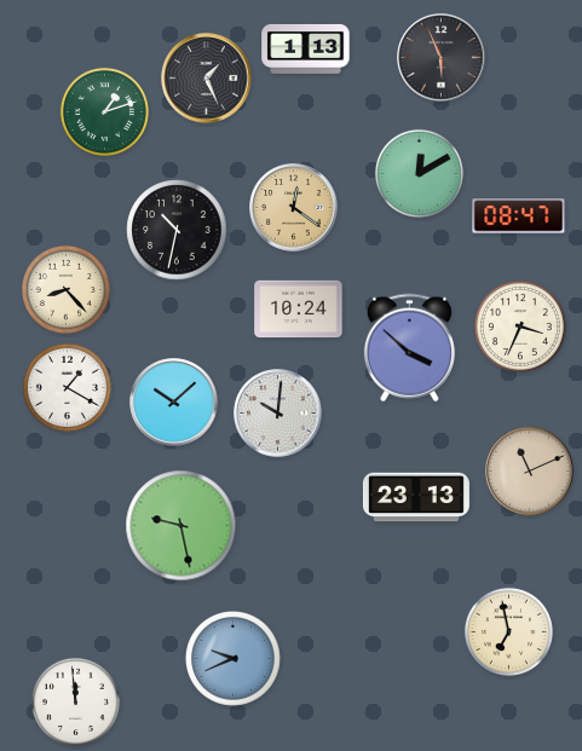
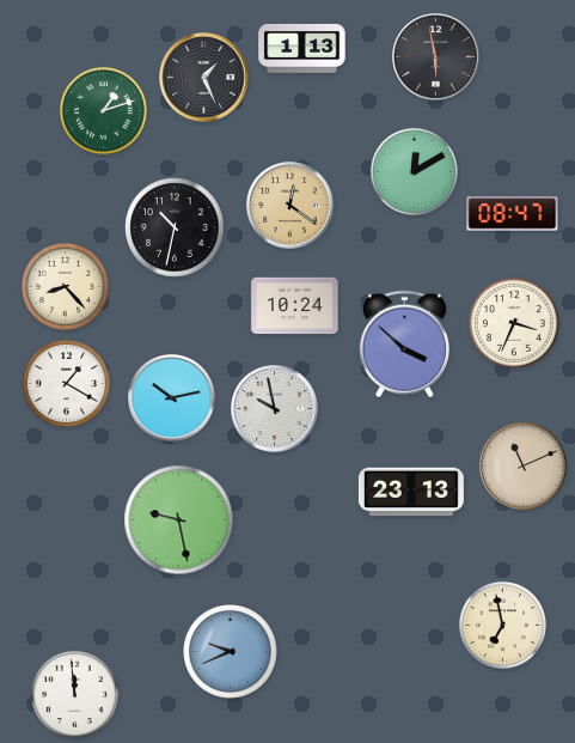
clock at (442, 58): 5:56 -> 5:58
clock at (174, 403): 10:08 -> 10:13
clock at (278, 414): 10:01 -> 9:58
